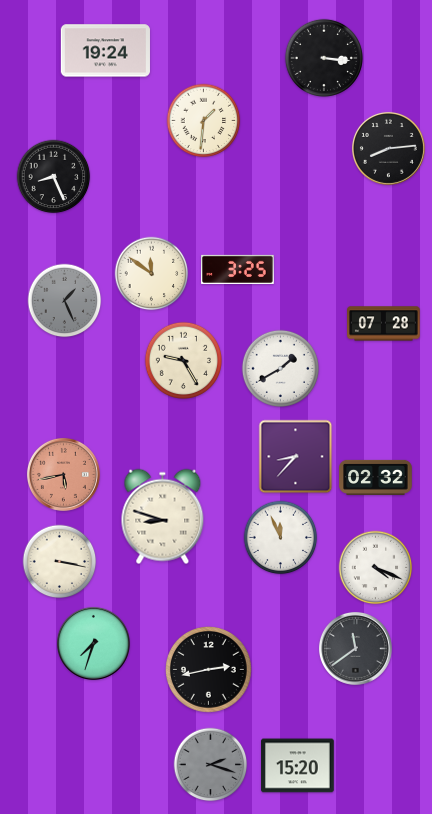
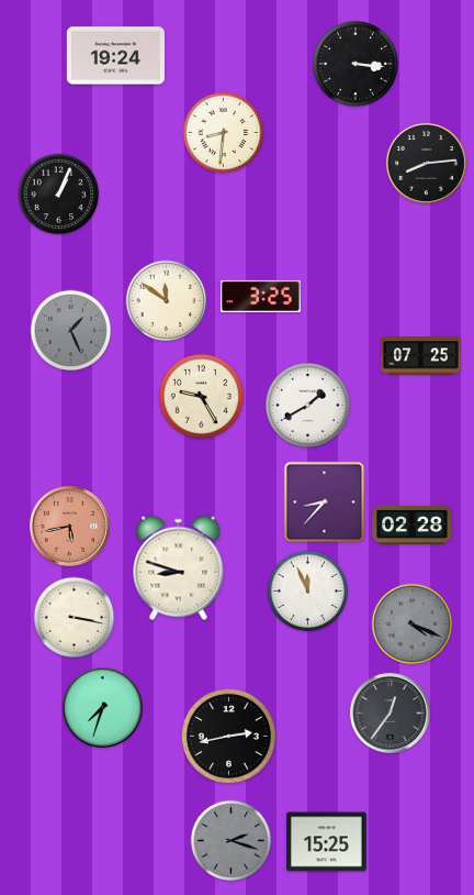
clock at (204, 121): 1:31 -> 8:31
clock at (54, 177): 8:26 -> 1:04
clock at (384, 324): 07:28 -> 07:25
clock at (63, 474) position: (63, 474) -> (69, 526)
clock at (376, 477): 02:32 -> 02:28
clock at (60, 562) position: (60, 562) -> (75, 618)
clock at (376, 568) dial: white -> grey
clock at (355, 648): 11:39 -> 12:36
clock at (298, 766): 15:20 -> 15:25
